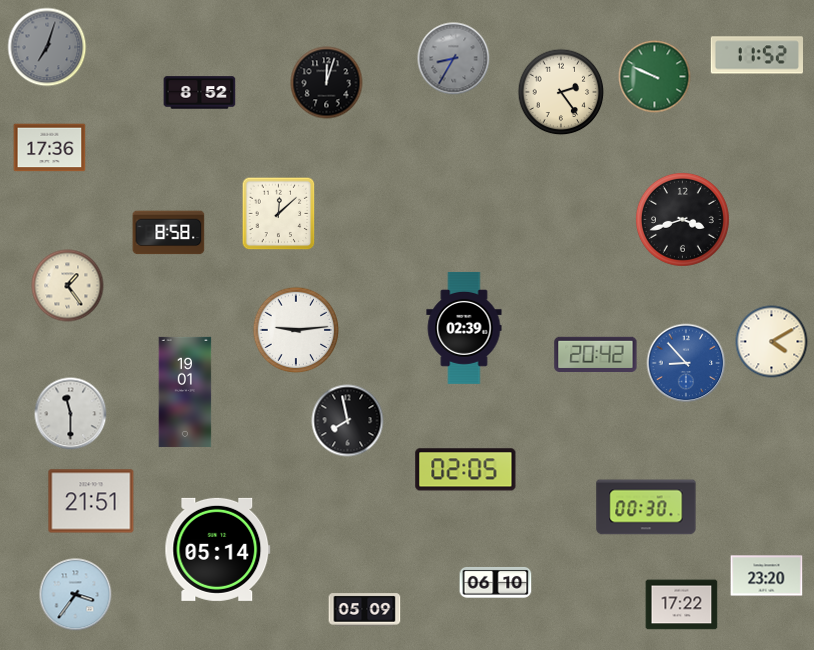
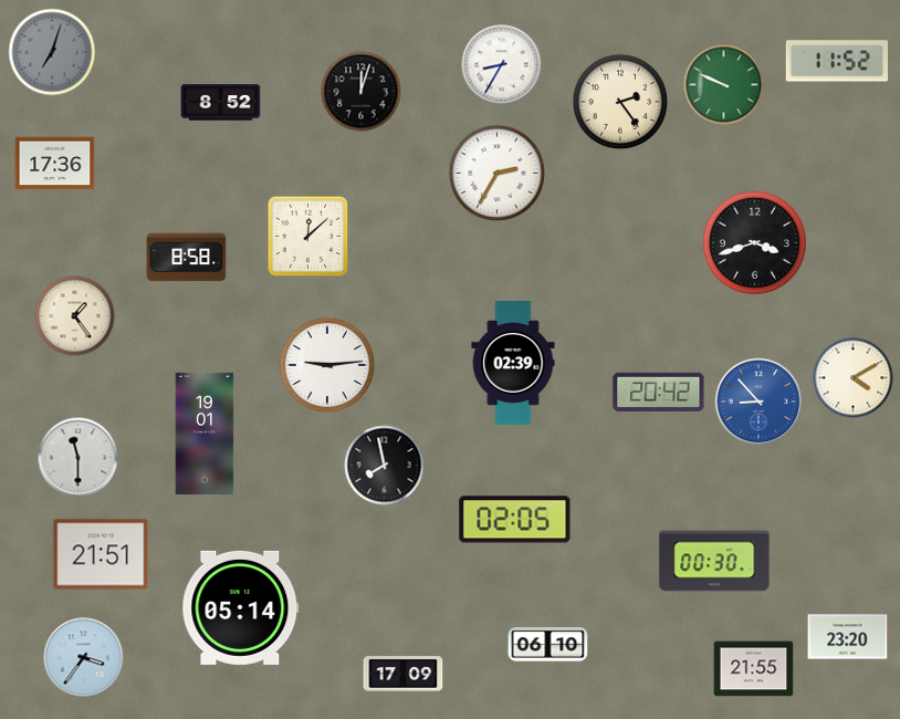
clock at (454, 59) dial: grey -> white
clock at (498, 174): none -> 2:35
clock at (682, 605): 17:22 -> 21:55
clock at (365, 610): 05:09 -> 17:09
